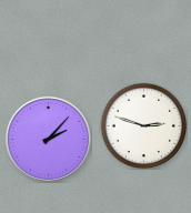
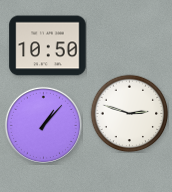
clock at (48, 46): none -> 10:50
clock at (48, 139): 2:07 -> 1:07
